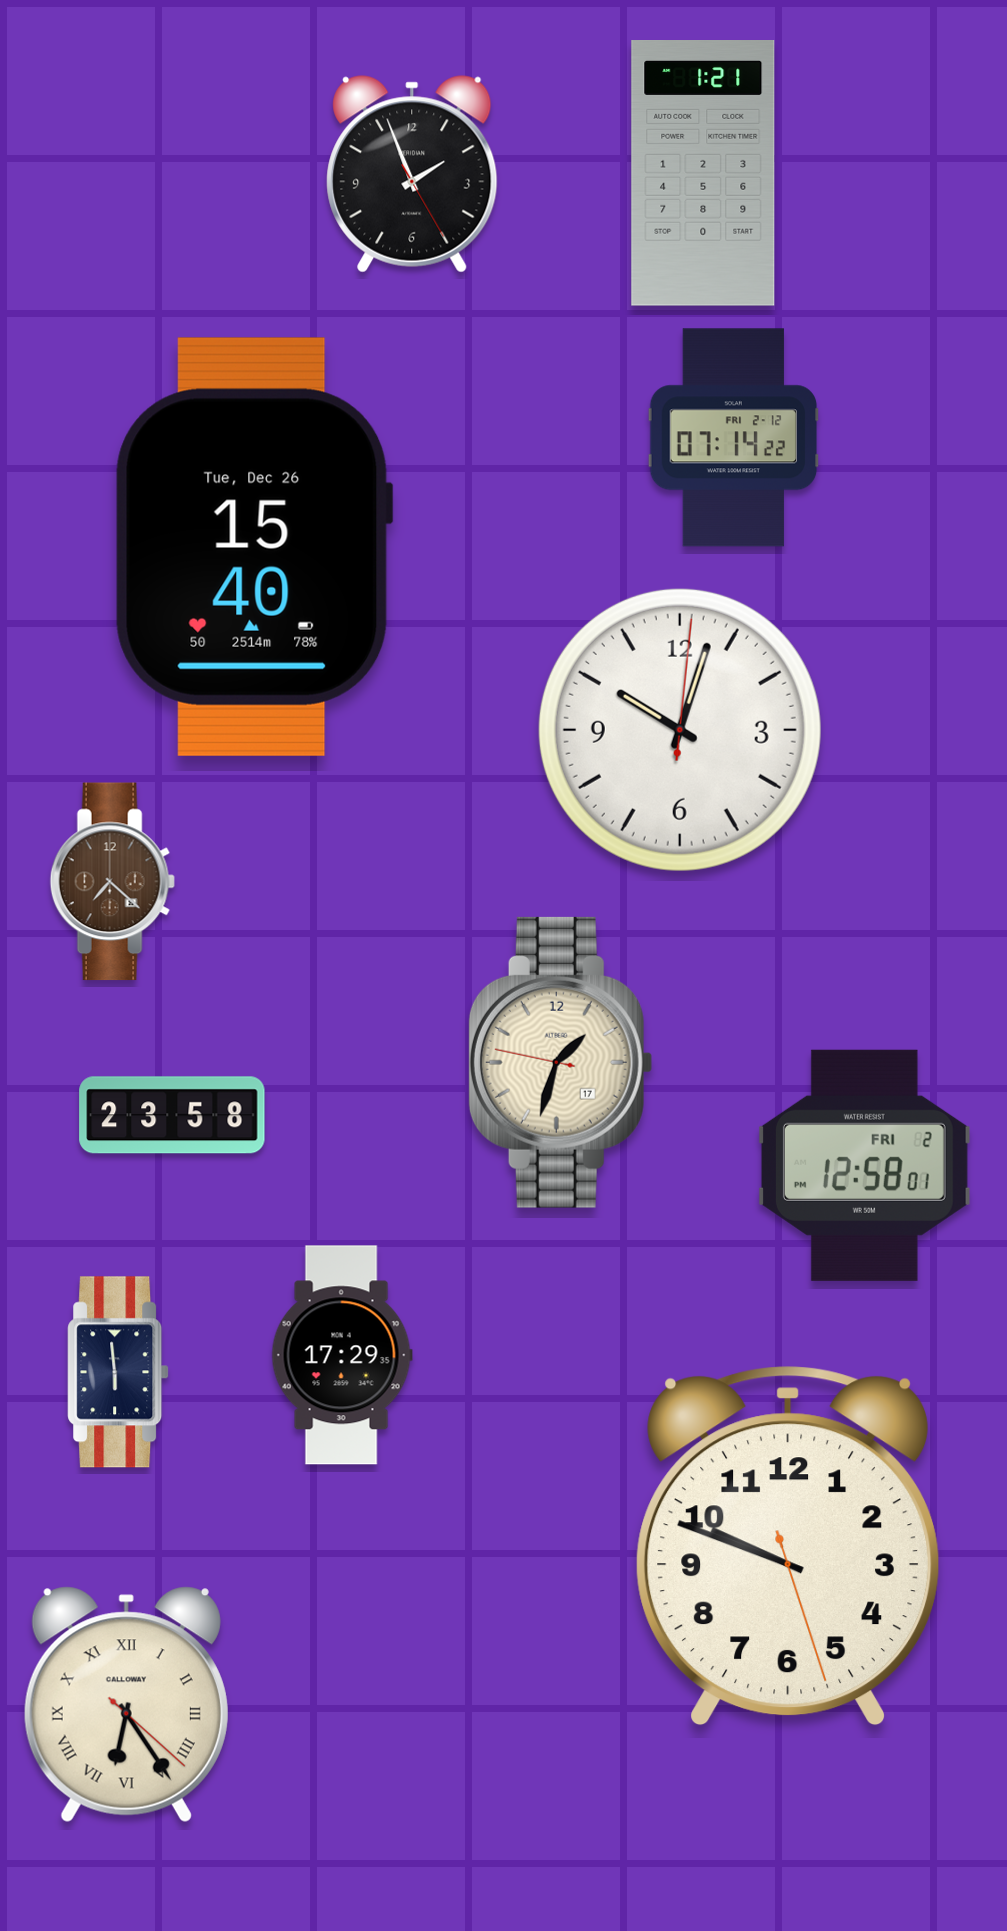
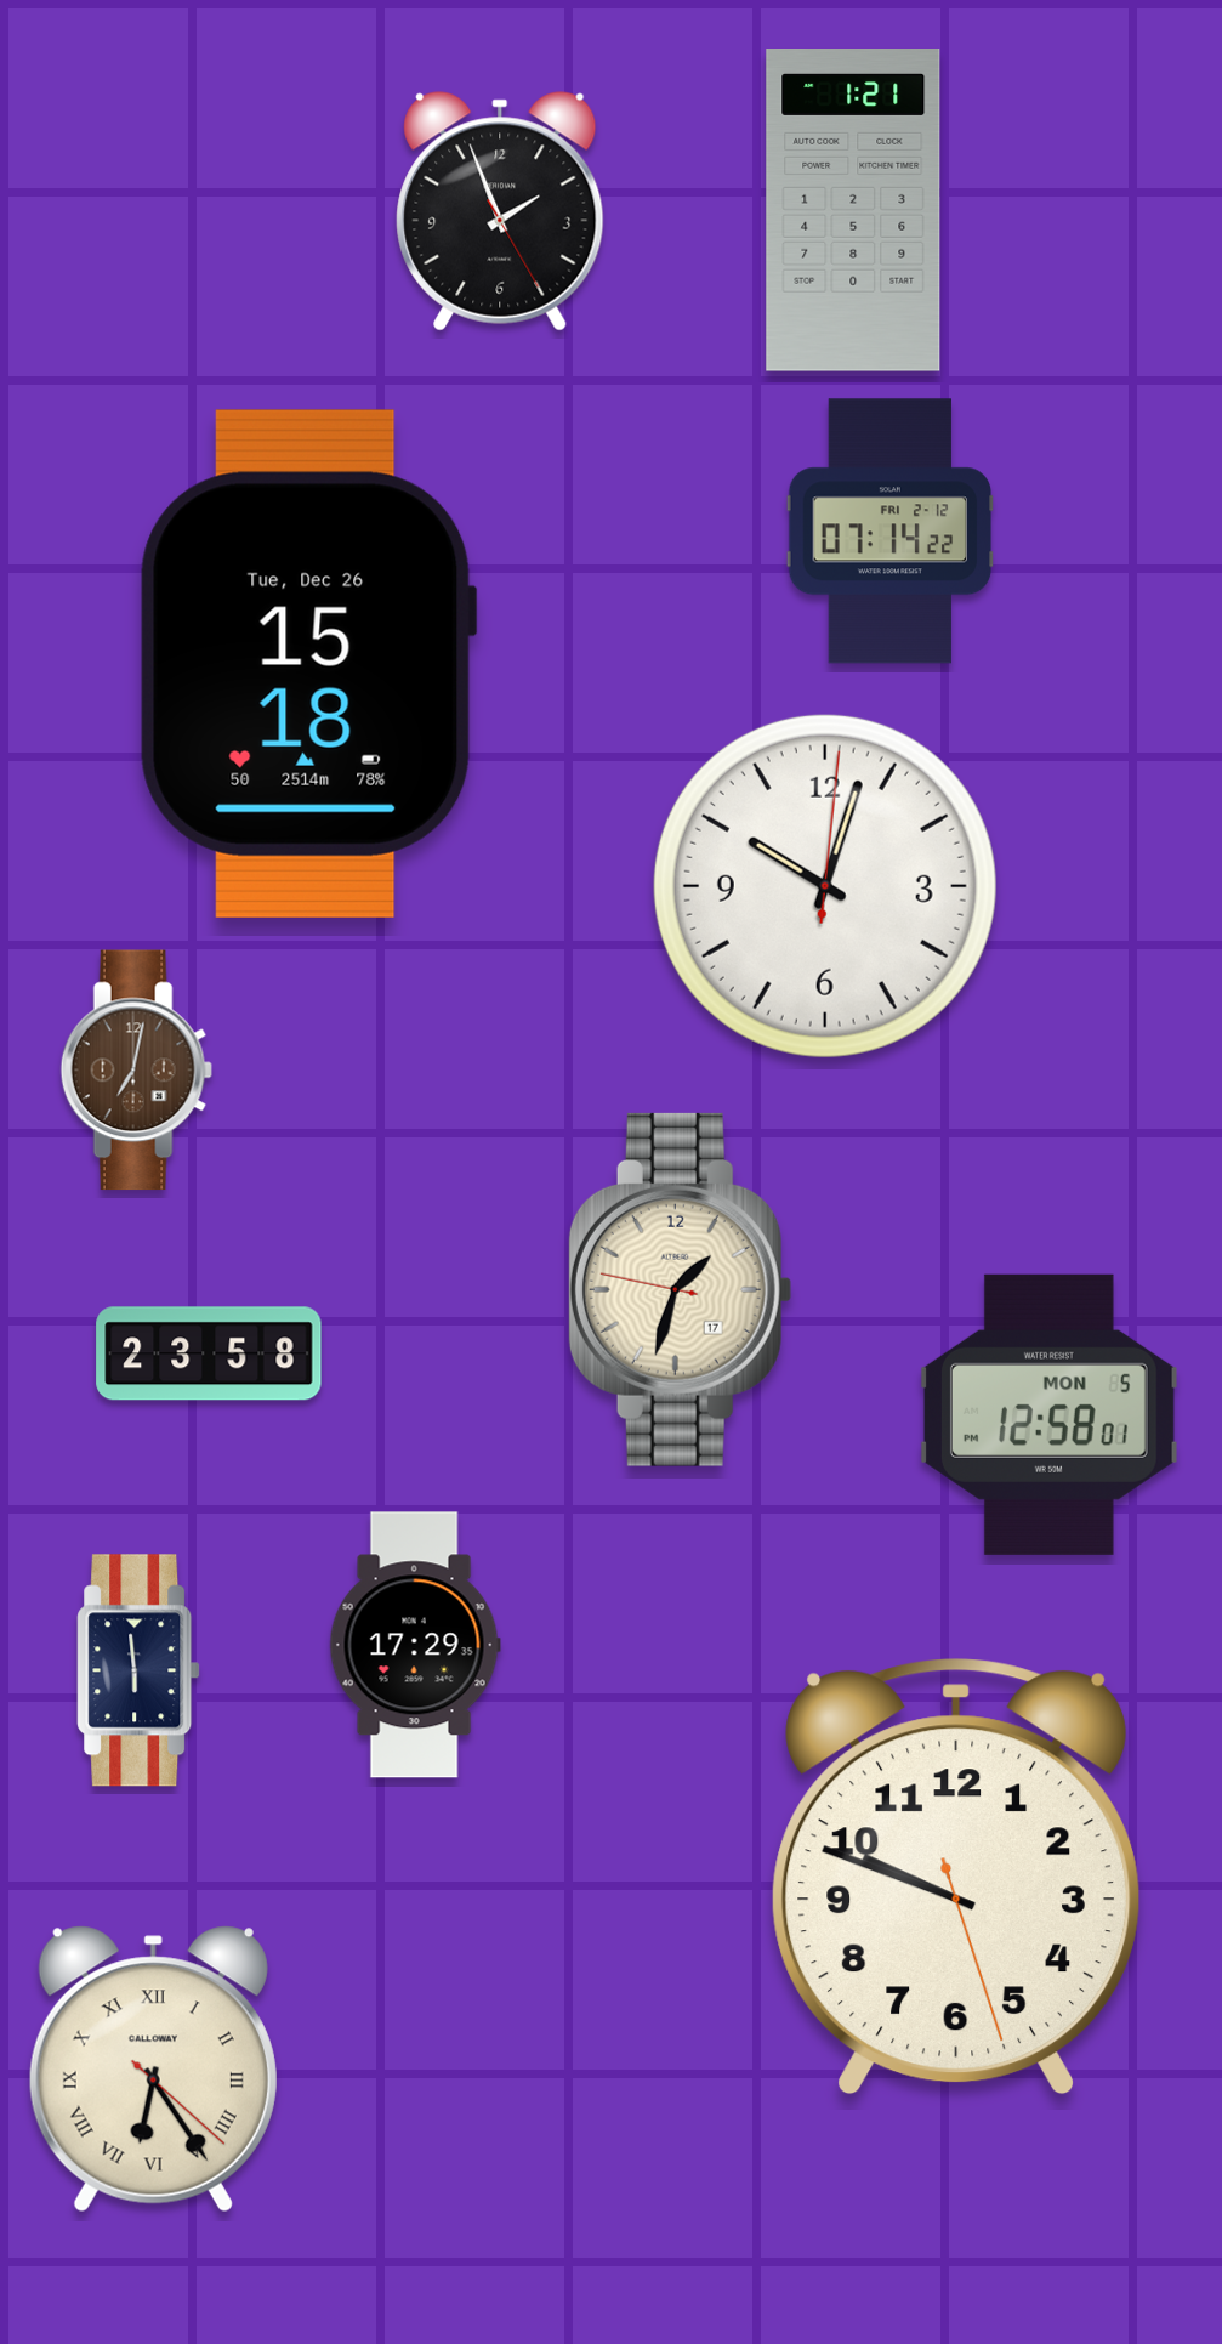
clock at (254, 547): 15:40 -> 15:18
clock at (112, 882): 7:22 -> 7:02
clock at (864, 1165) date: FRI 2 -> MON 5
clock at (118, 1372) position: (118, 1372) -> (138, 1670)
